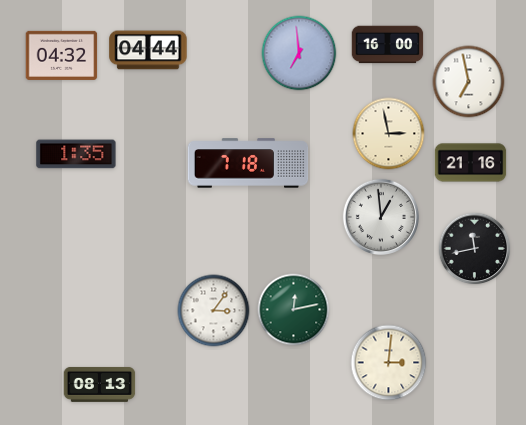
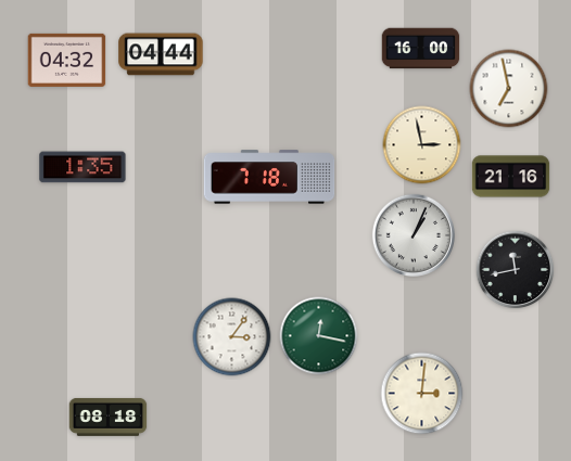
clock at (299, 53): 6:59 -> none
clock at (380, 216): 12:59 -> 1:04
clock at (294, 310): 12:13 -> 12:17
clock at (100, 384): 08:13 -> 08:18
